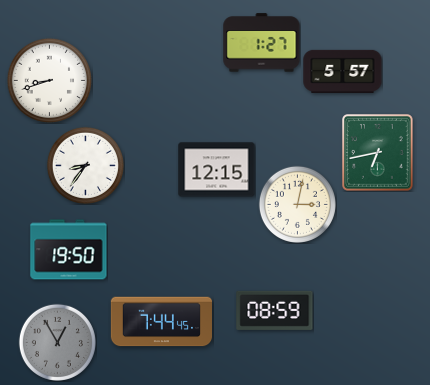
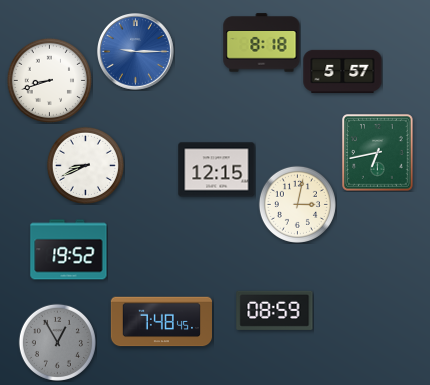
clock at (262, 43): 1:27 -> 8:18
clock at (136, 52): none -> 9:15
clock at (85, 165): 8:36 -> 8:41
clock at (69, 250): 19:50 -> 19:52
clock at (161, 322): 7:44 -> 7:48
